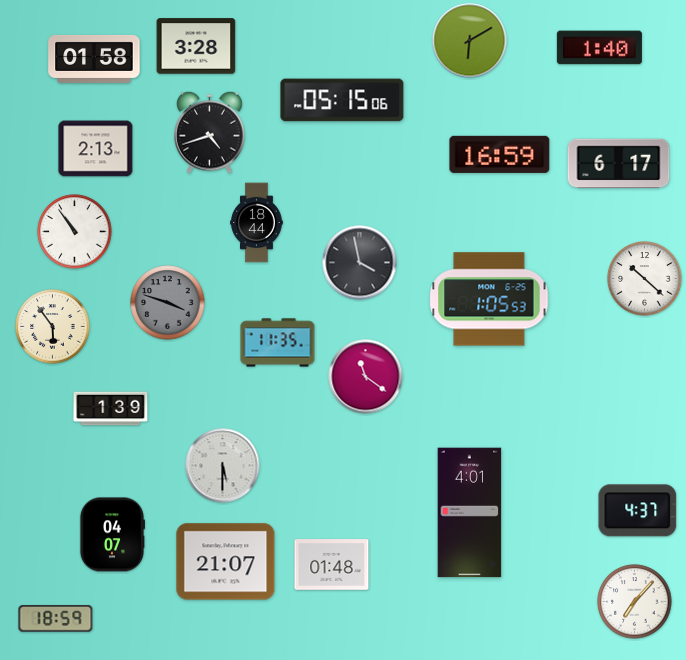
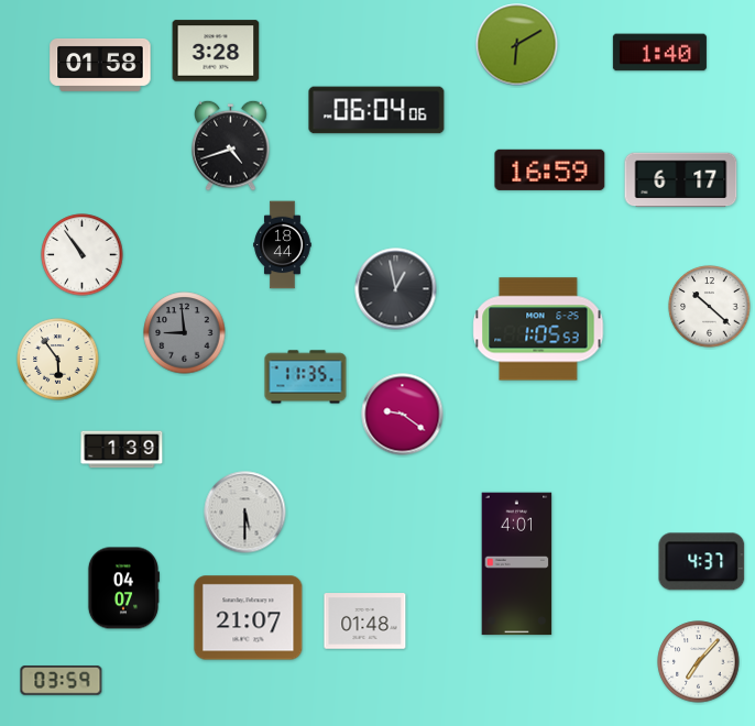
clock at (94, 59) position: (94, 59) -> (100, 65)
clock at (342, 100): 05:15 -> 06:04
clock at (96, 149): 2:13 -> none
clock at (360, 263): 3:58 -> 12:58
clock at (168, 303): 3:48 -> 8:59
clock at (366, 377): 11:21 -> 9:21
clock at (56, 619): 18:59 -> 03:59
